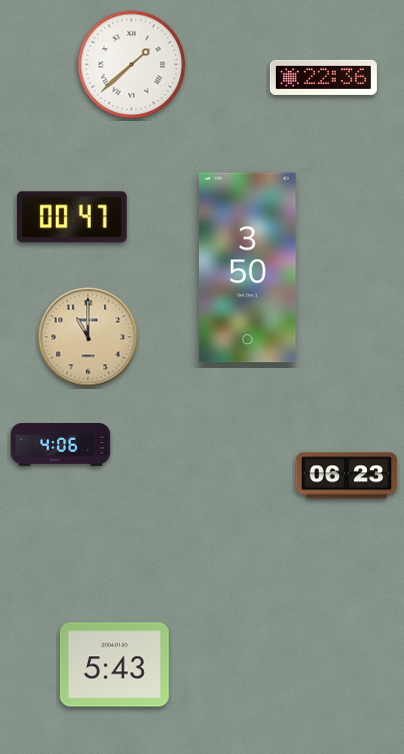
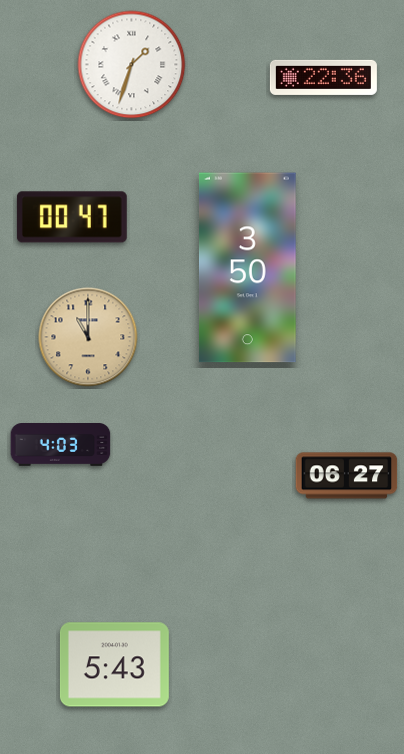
clock at (132, 65): 1:38 -> 1:33
clock at (61, 445): 4:06 -> 4:03
clock at (347, 476): 06:23 -> 06:27
